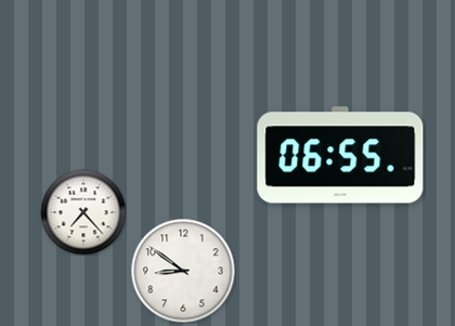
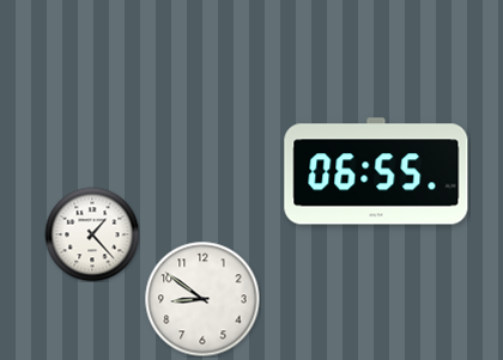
clock at (83, 212): 7:23 -> 1:23
